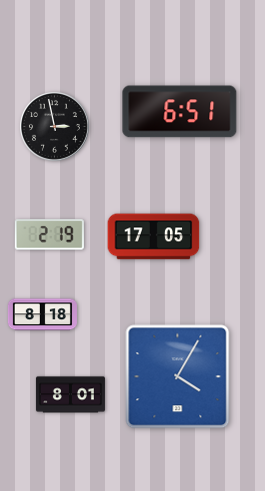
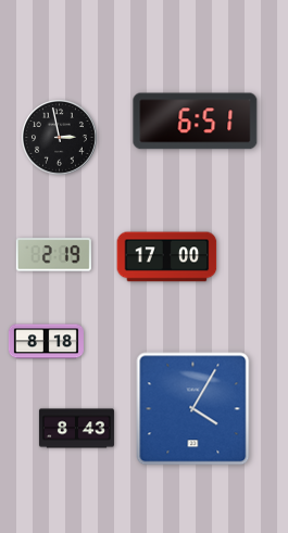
clock at (154, 237): 17:05 -> 17:00
clock at (70, 395): 8:01 -> 8:43
